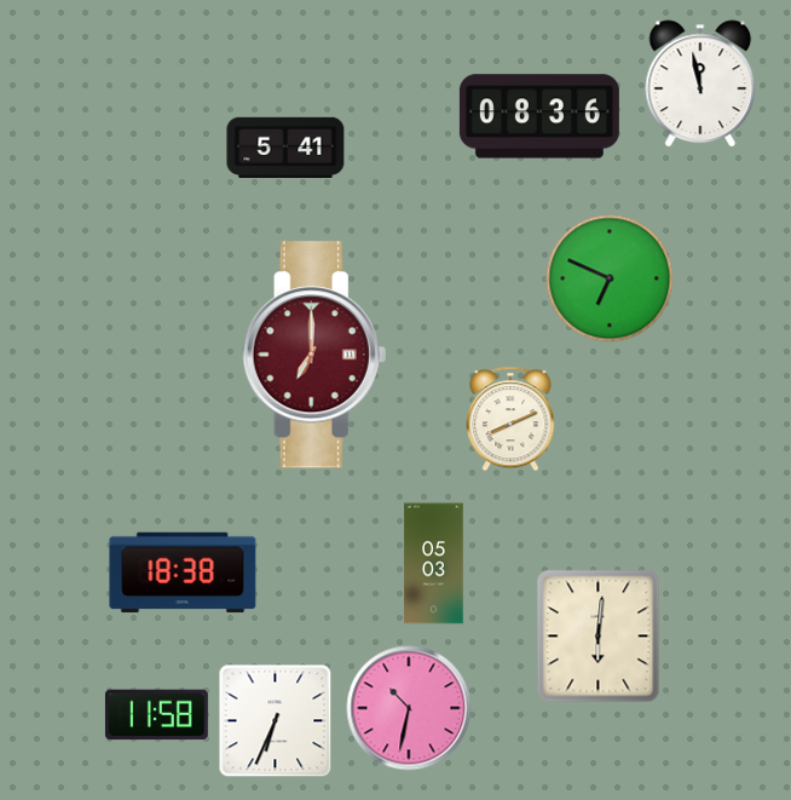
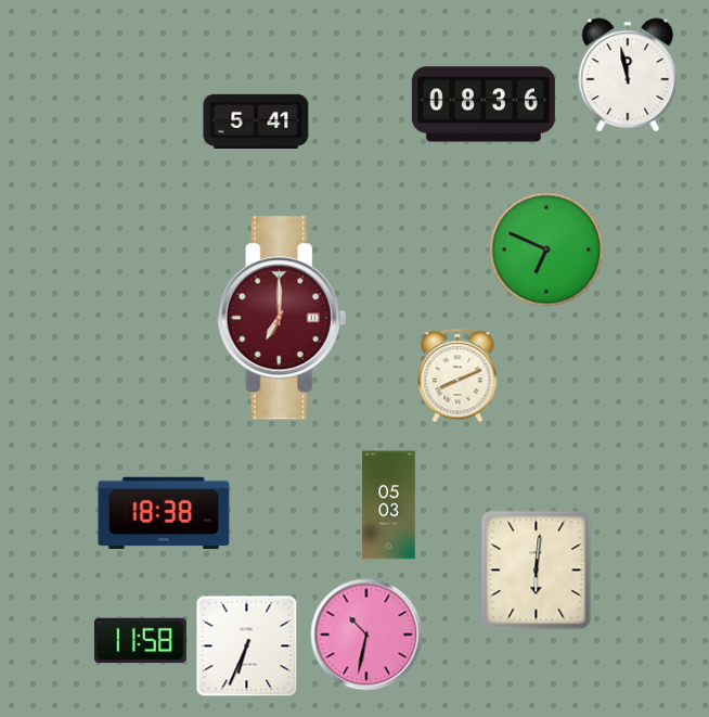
clock at (285, 146) position: (285, 146) -> (256, 120)
